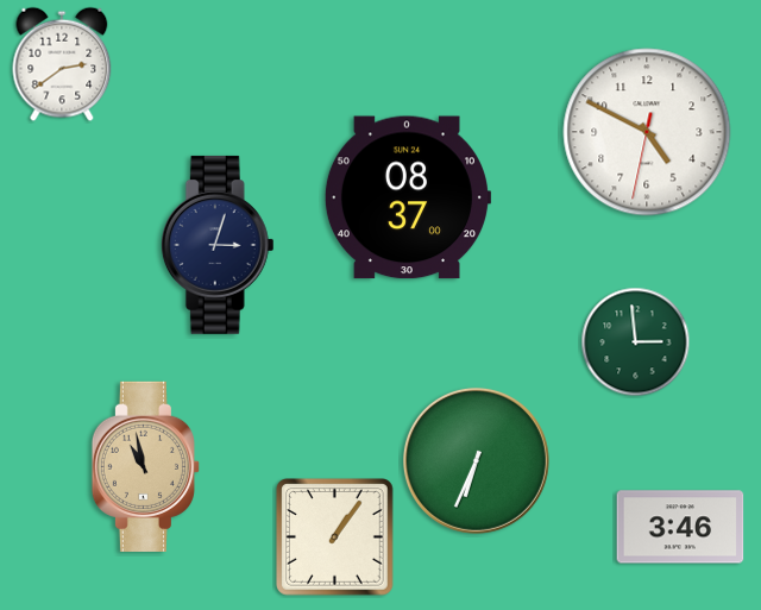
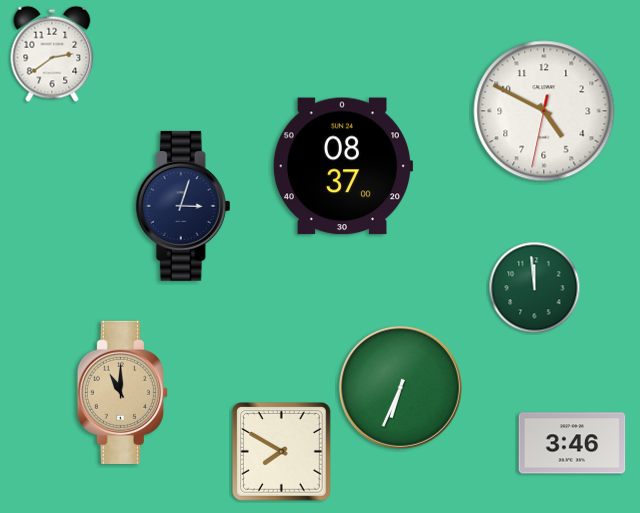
clock at (636, 342): 2:59 -> 11:59
clock at (145, 466): 10:58 -> 11:00
clock at (335, 537): 1:06 -> 7:50
